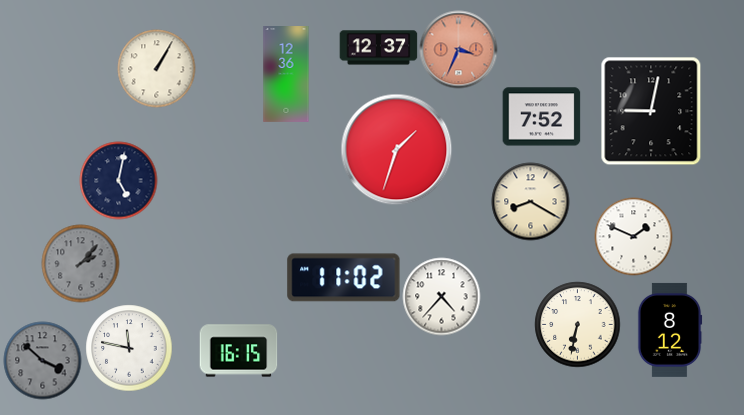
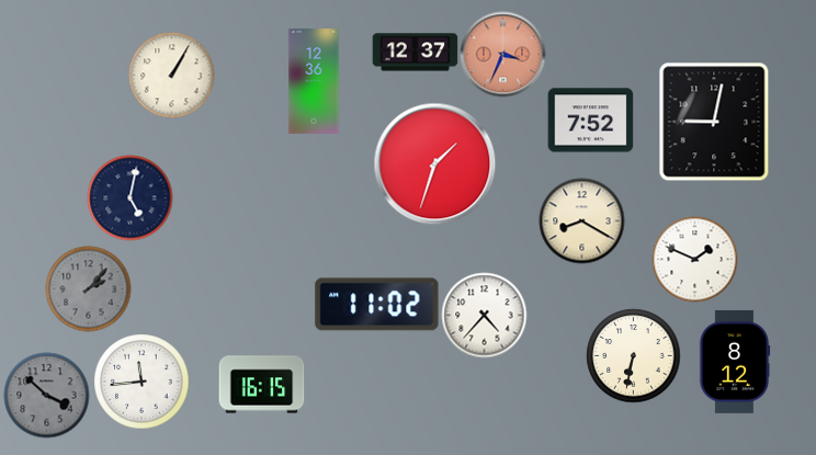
clock at (541, 117) position: (541, 117) -> (590, 121)
clock at (441, 296) position: (441, 296) -> (484, 315)
clock at (129, 348): 11:47 -> 11:44
